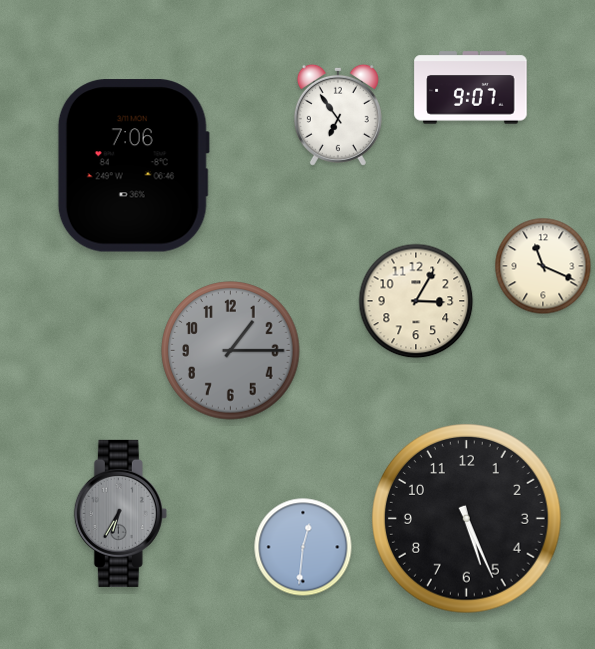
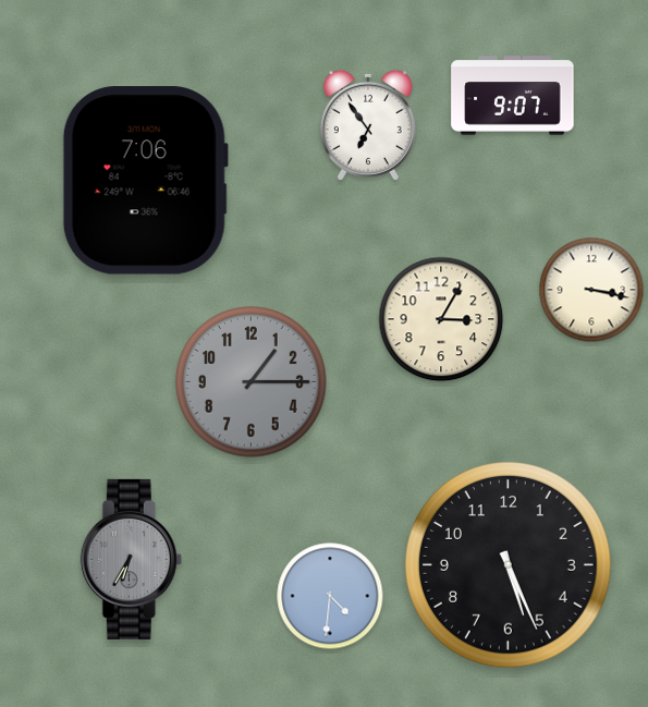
clock at (543, 266): 11:19 -> 3:17
clock at (416, 301) position: (416, 301) -> (441, 319)
clock at (303, 547): 12:31 -> 4:31
